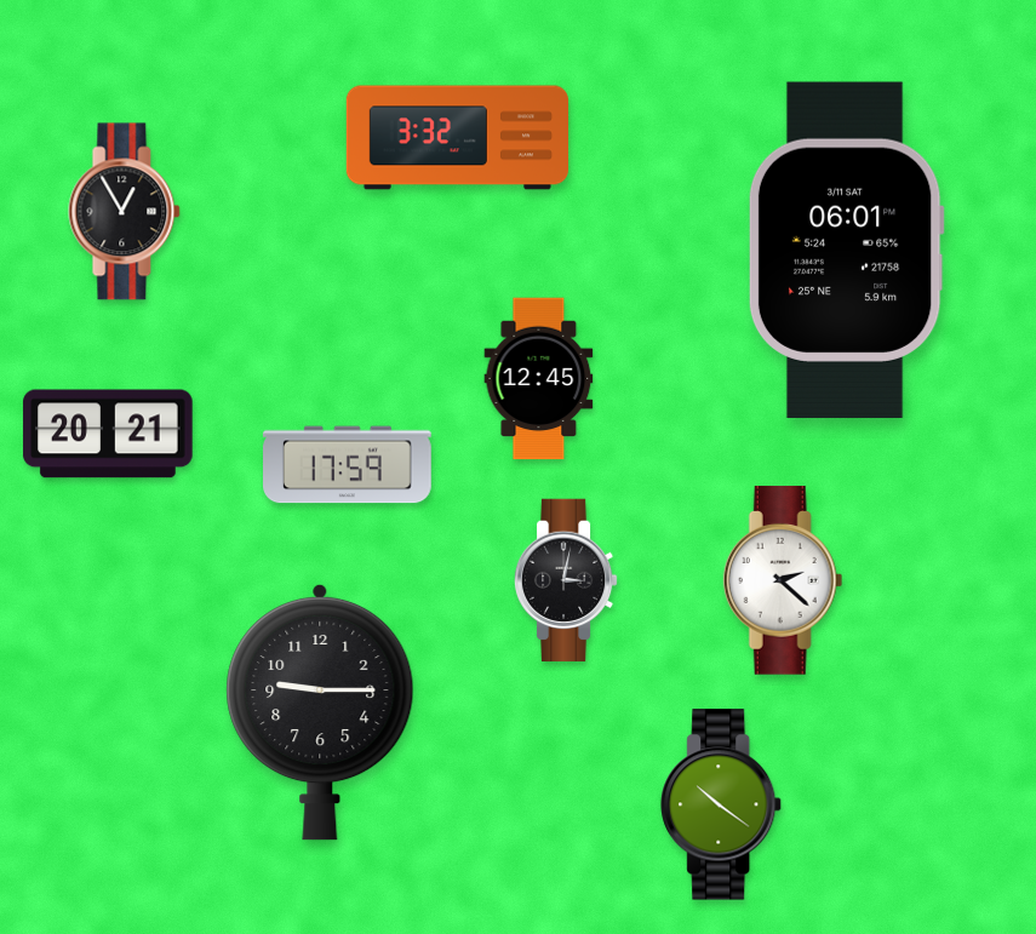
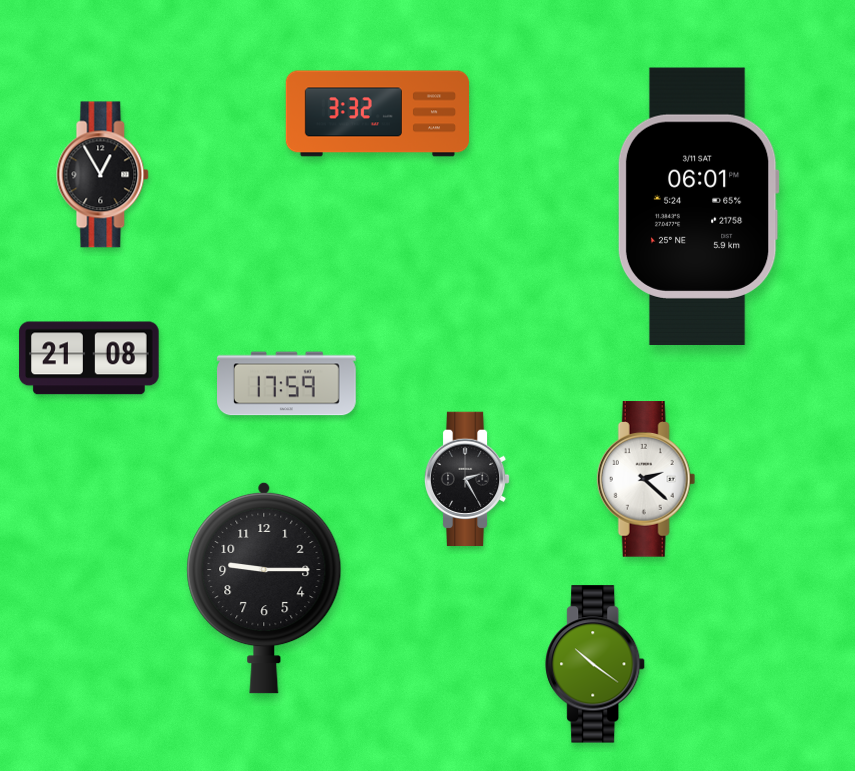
clock at (539, 379): 12:45 -> none
clock at (108, 434): 20:21 -> 21:08
clock at (566, 580): 3:02 -> 2:25
